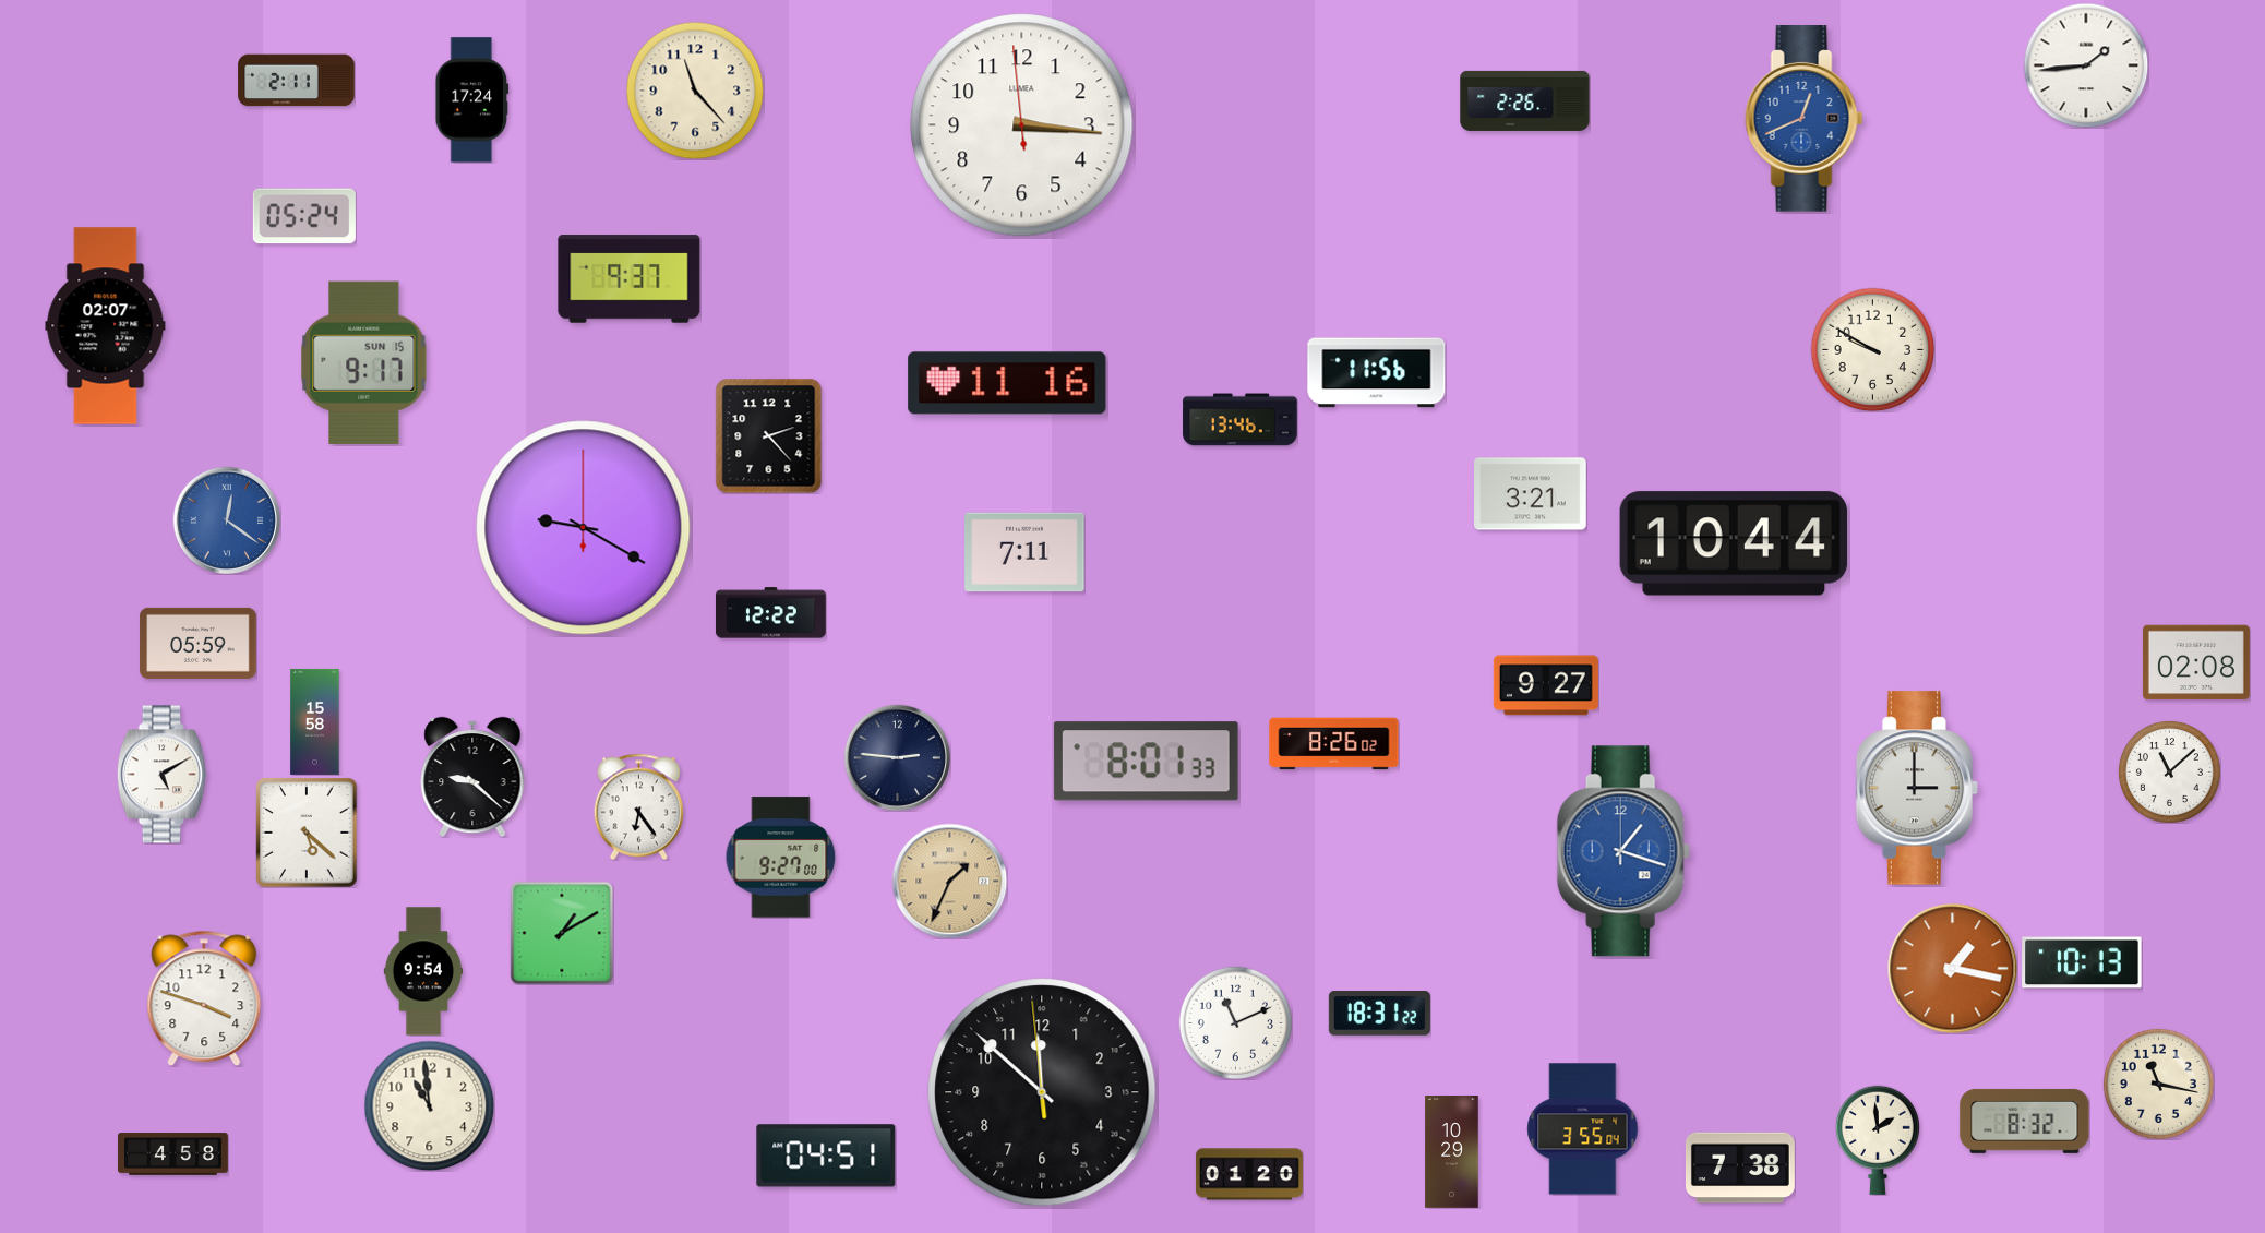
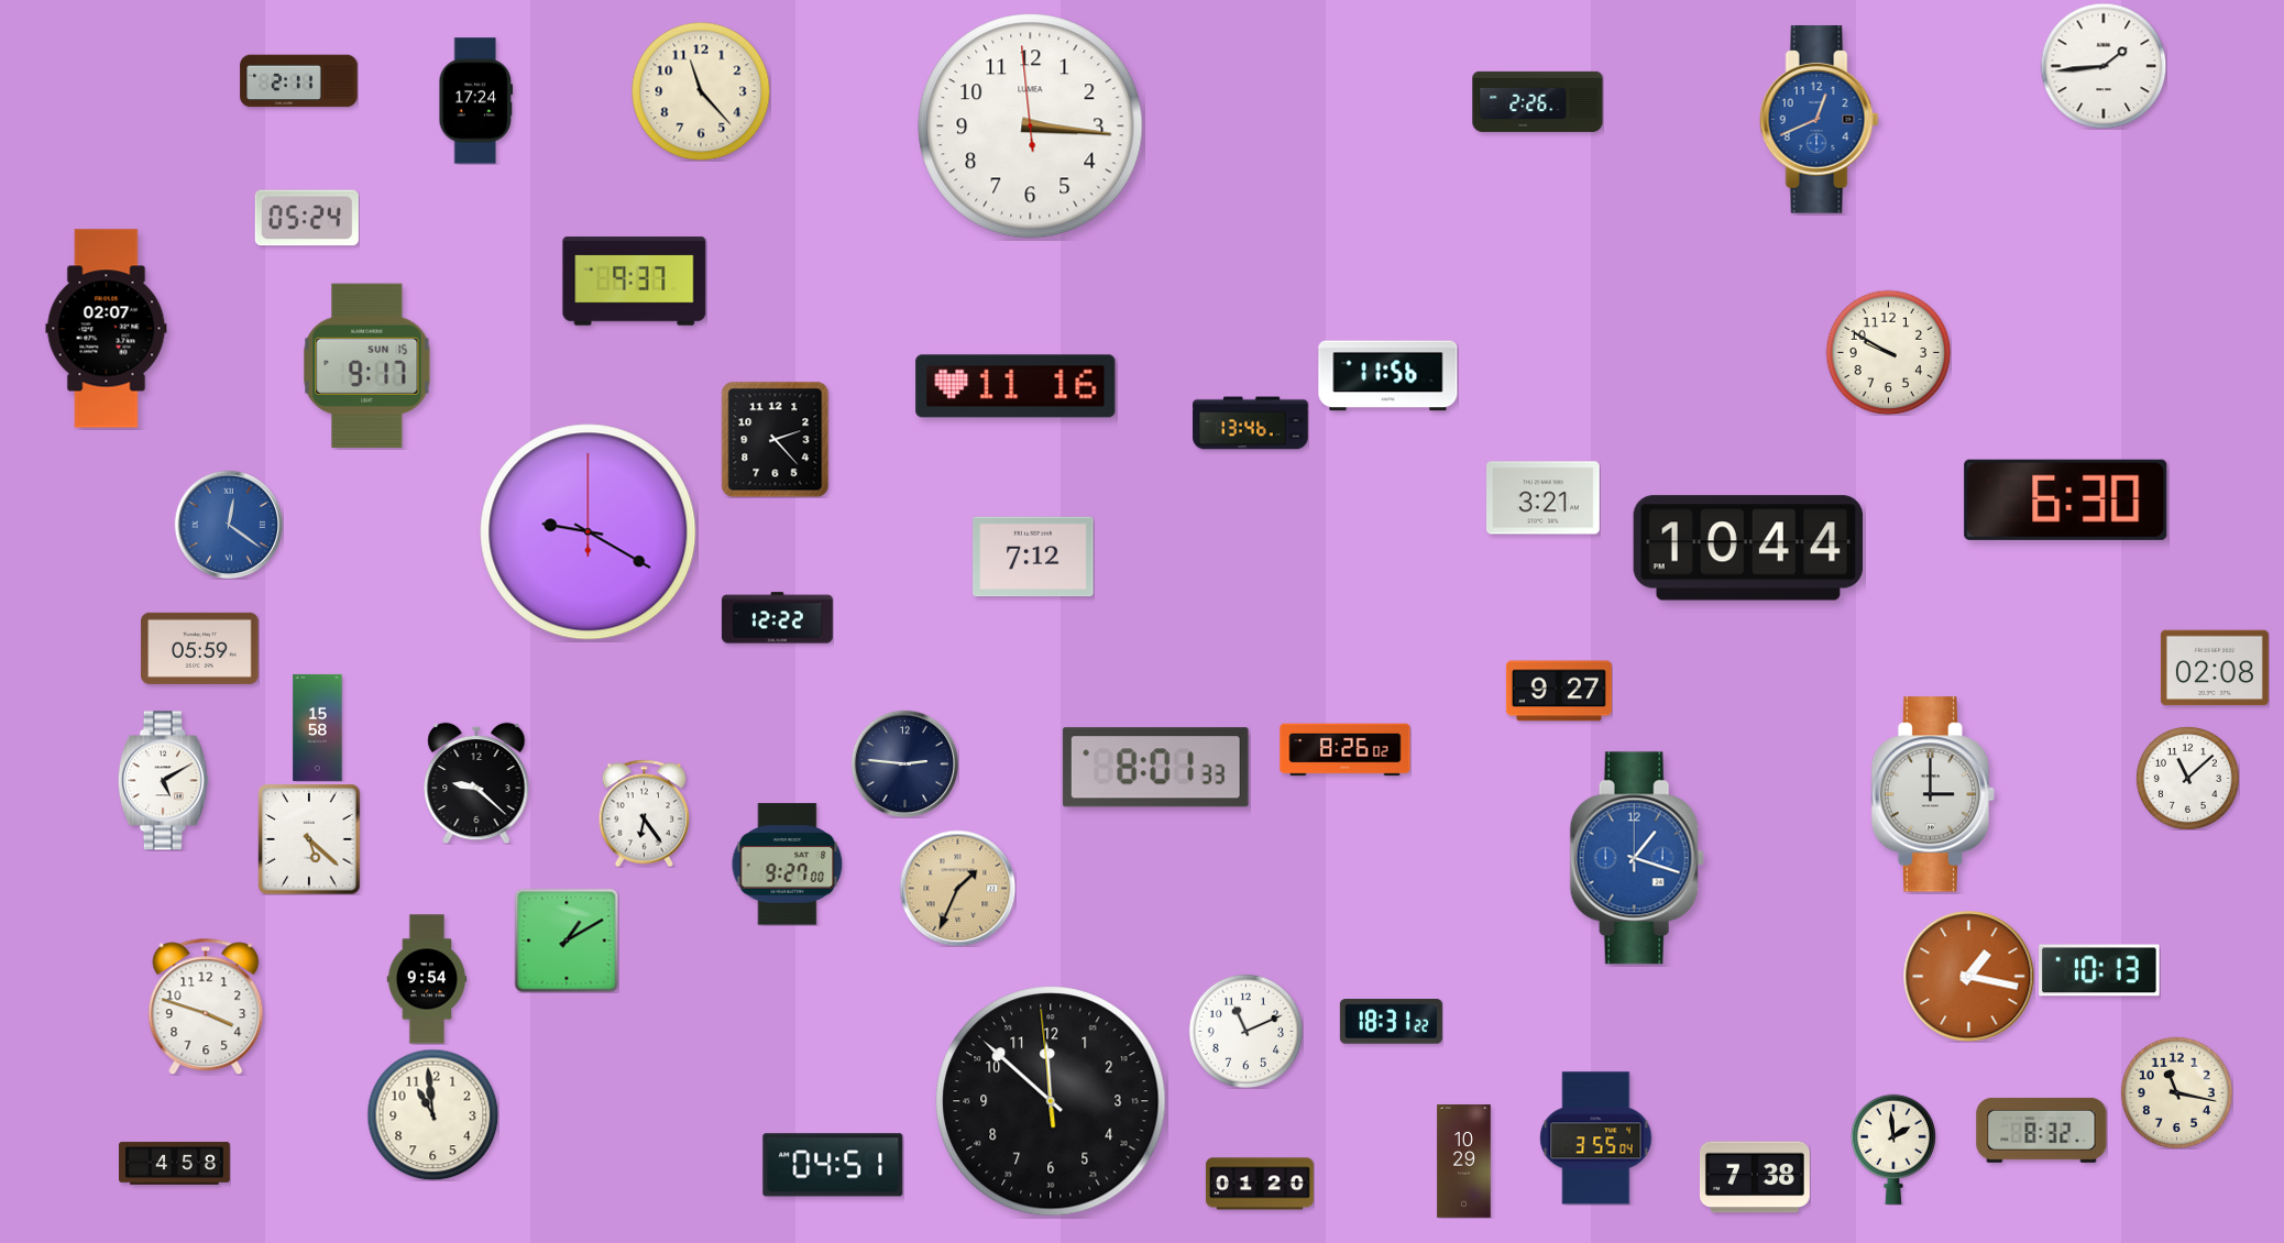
clock at (2066, 499): none -> 6:30
clock at (1024, 552): 7:11 -> 7:12
